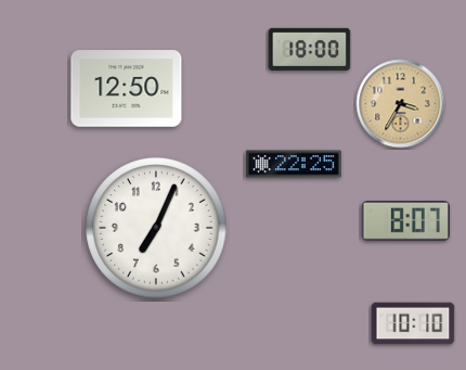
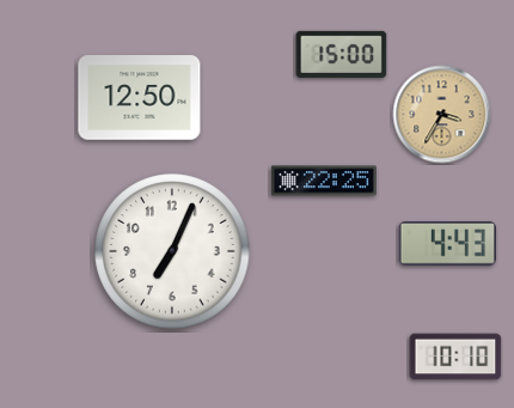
clock at (310, 49): 18:00 -> 15:00
clock at (405, 221): 8:07 -> 4:43
